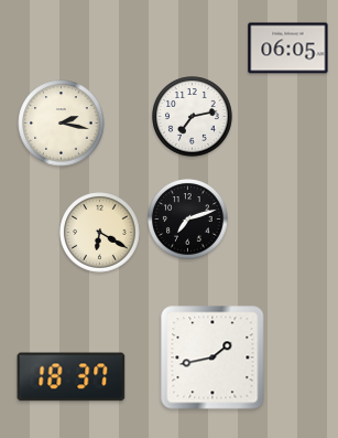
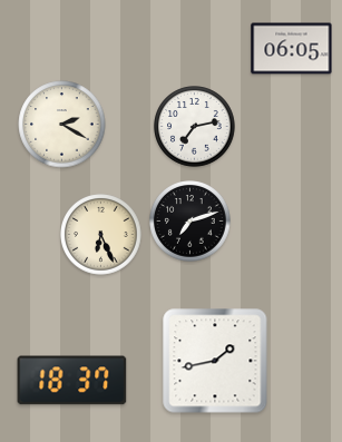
clock at (193, 117) position: (193, 117) -> (195, 127)
clock at (62, 124): 2:17 -> 2:20
clock at (100, 233): 6:20 -> 6:26
